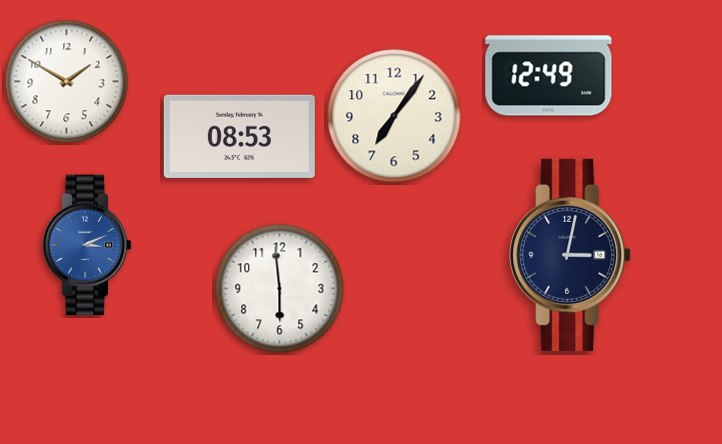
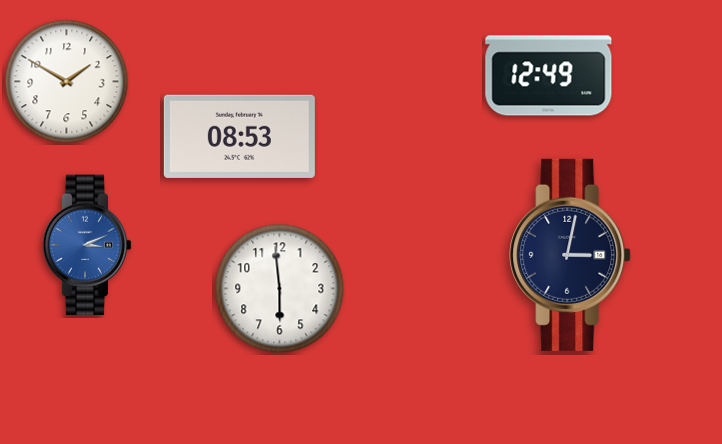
clock at (394, 116): 7:06 -> none
